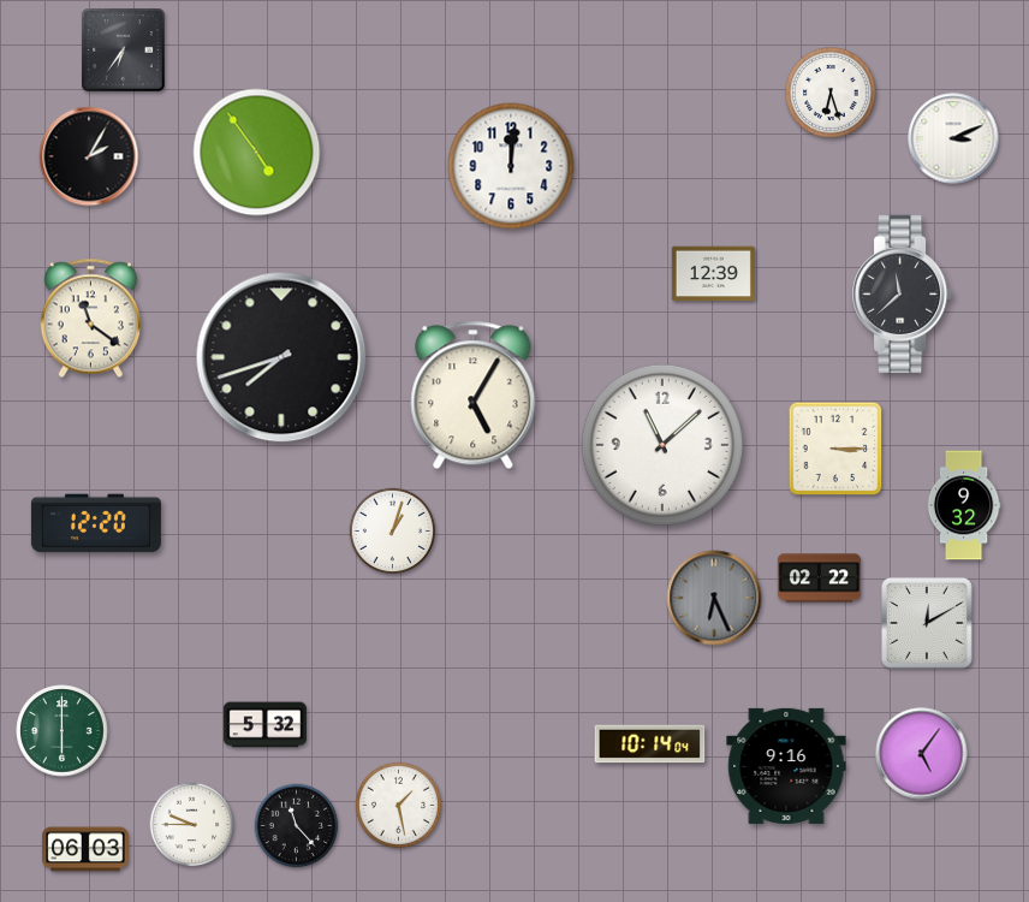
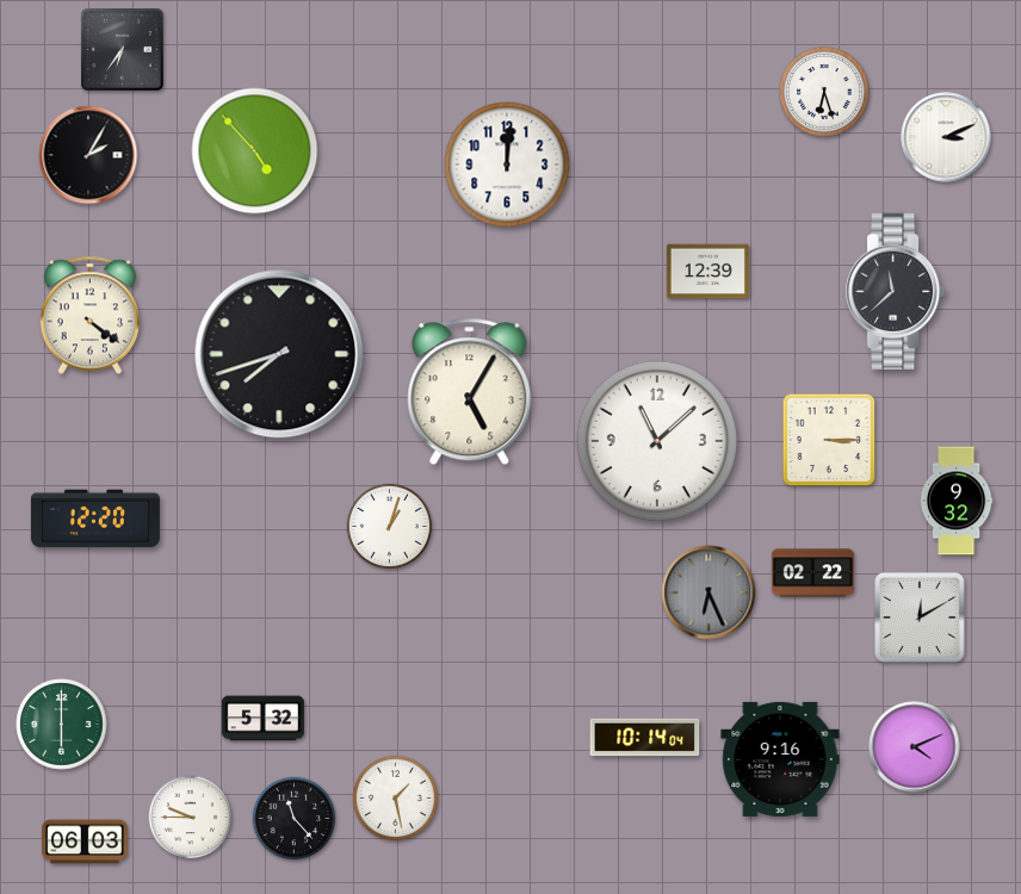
clock at (257, 153): 4:54 -> 4:53
clock at (90, 319): 11:21 -> 4:21
clock at (835, 449) position: (835, 449) -> (829, 440)
clock at (922, 754): 5:06 -> 4:11
